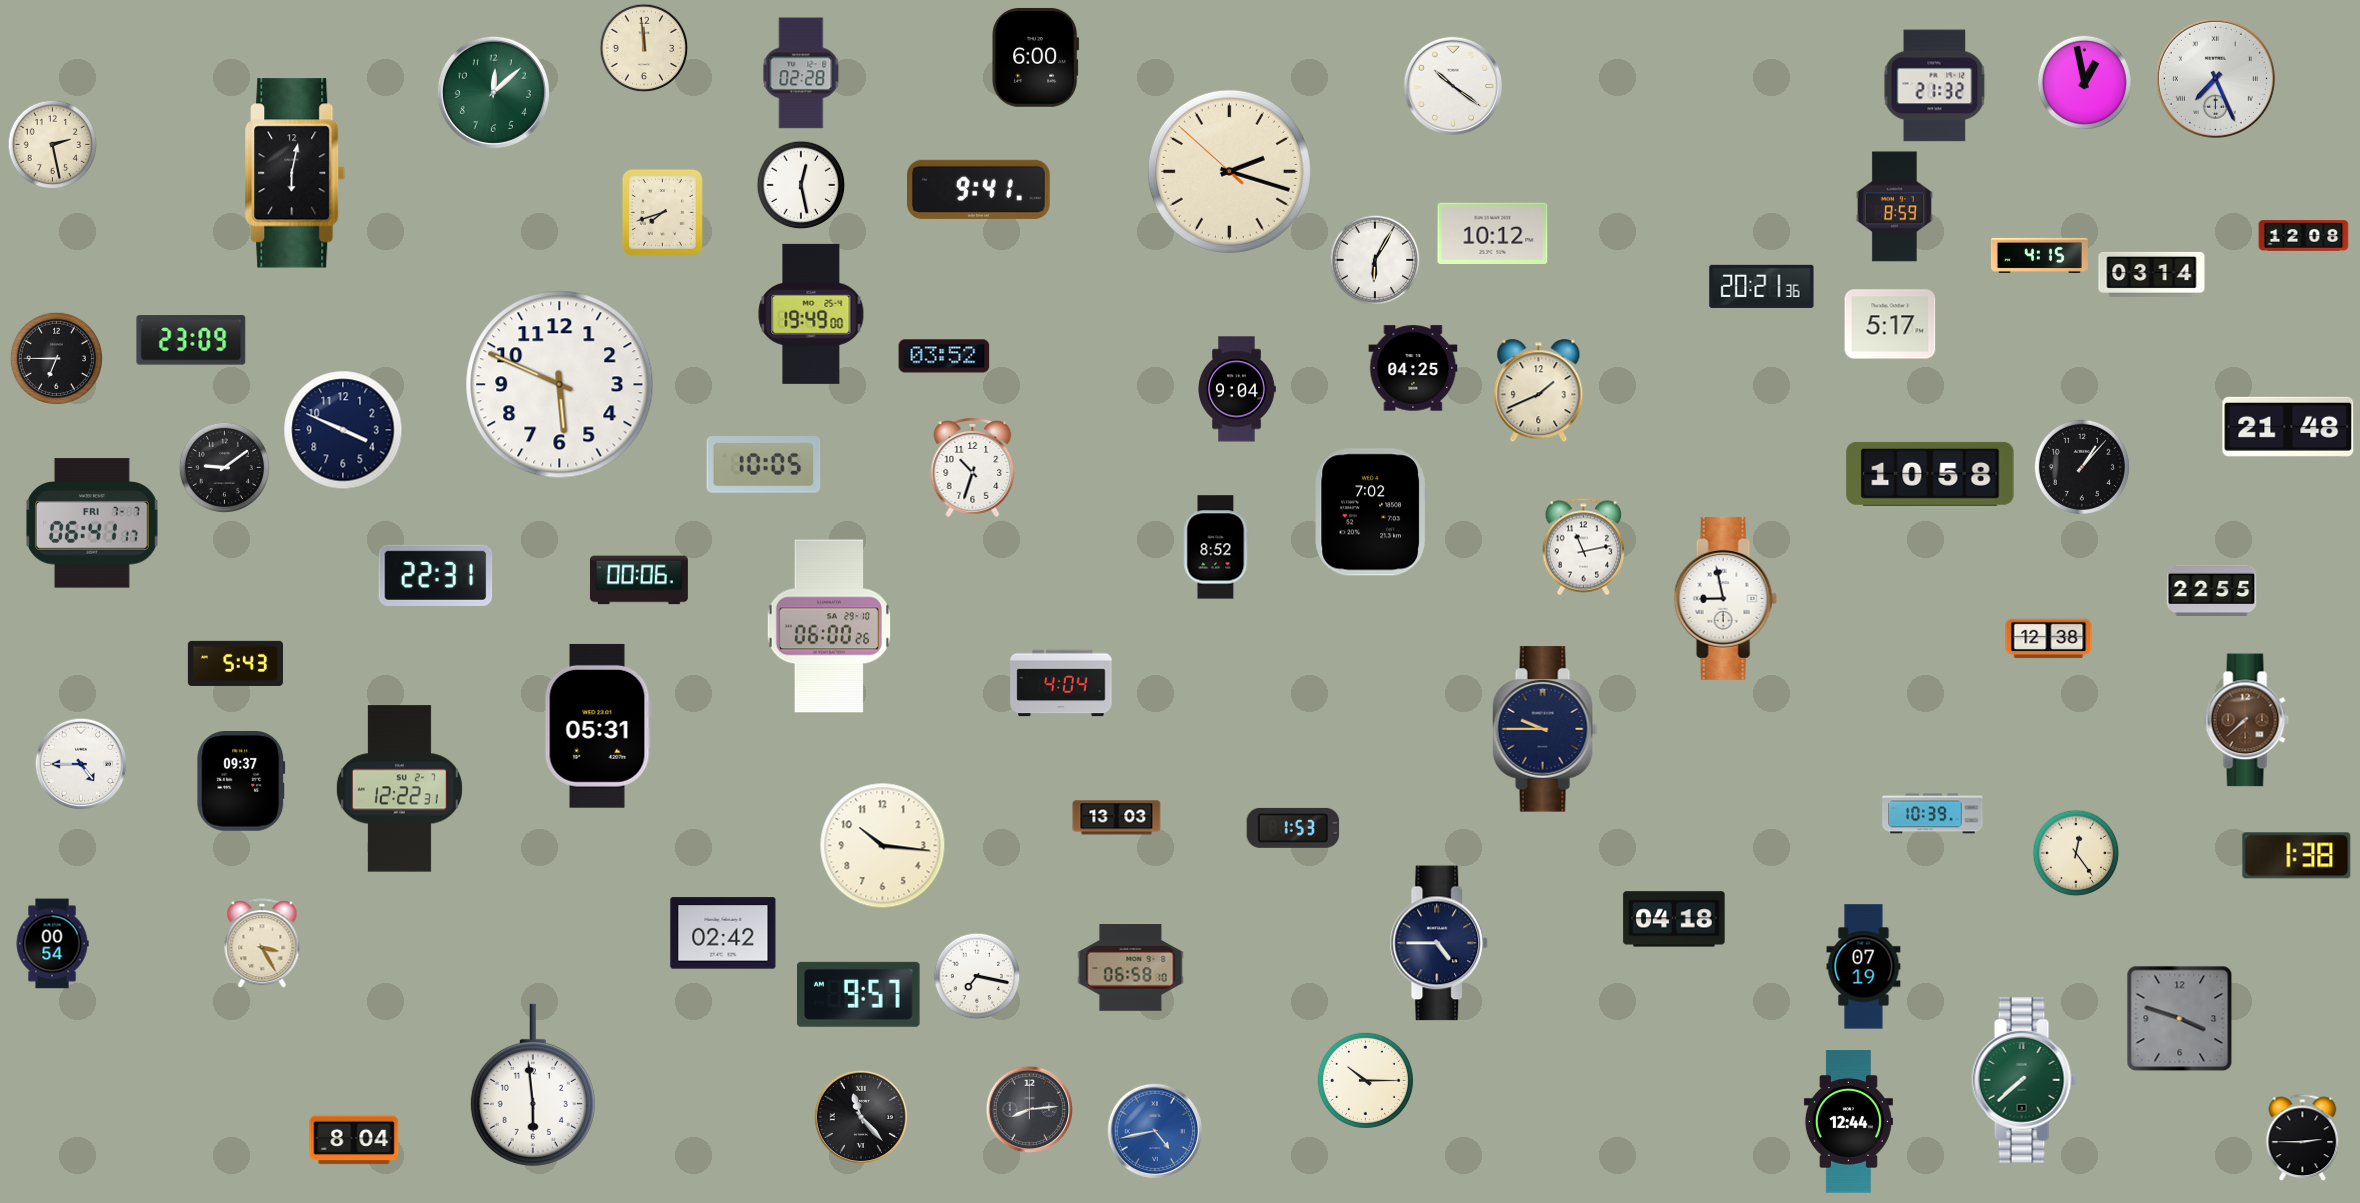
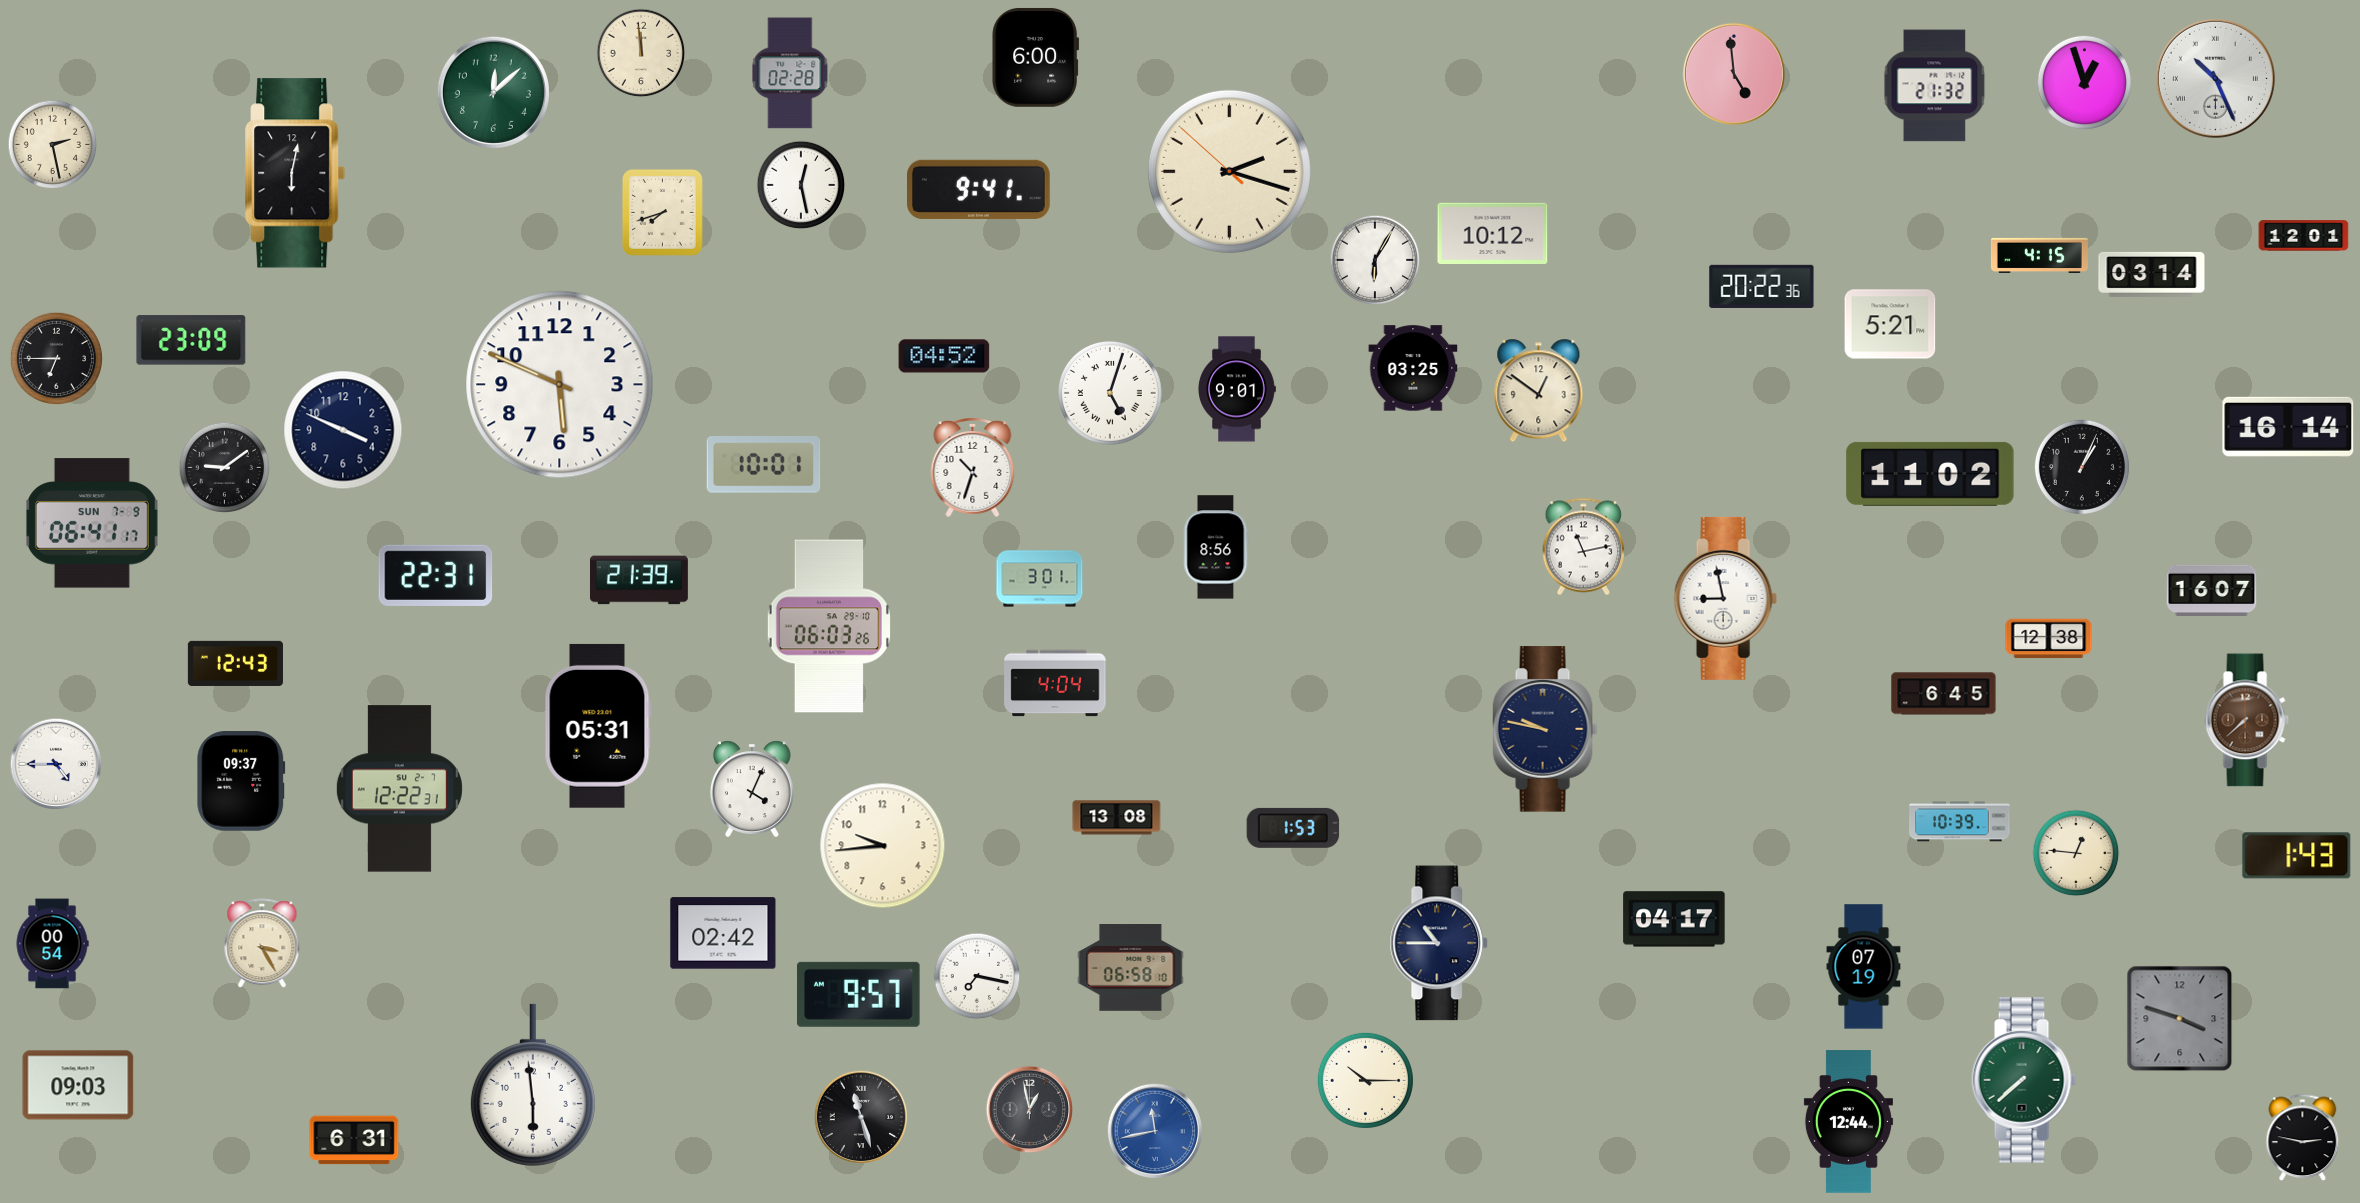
clock at (644, 48) position: (644, 48) -> (641, 53)
clock at (801, 73) position: (801, 73) -> (790, 73)
clock at (1734, 74): none -> 4:59
clock at (2215, 78): 7:26 -> 10:26
clock at (2084, 82): 12:58 -> 12:57
clock at (1453, 86): 10:21 -> none
clock at (1894, 207): 8:59 -> none
clock at (2304, 236): 12:08 -> 12:01
clock at (1762, 286): 20:21 -> 20:22
clock at (811, 314): 19:49 -> none
clock at (1890, 324): 5:17 -> 5:21
clock at (944, 356): 03:52 -> 04:52
clock at (1413, 368): 04:25 -> 03:25
clock at (1237, 389): 9:04 -> 9:01
clock at (1539, 391): 1:41 -> 12:51
clock at (1111, 394): none -> 5:03
clock at (2288, 427): 21:48 -> 16:14
clock at (764, 465): 10:05 -> 10:01
clock at (2082, 467): 1:07 -> 1:04
clock at (1930, 474): 10:58 -> 11:02
clock at (1370, 512): 7:02 -> none
clock at (92, 523) date: FRI 7-7 -> SUN 7-9
clock at (1216, 547): 8:52 -> 8:56
clock at (1040, 579): none -> 3:01
clock at (639, 580): 00:06 -> 21:39
clock at (2212, 590): 22:55 -> 16:07
clock at (829, 626): 06:00 -> 06:03
clock at (235, 663): 5:43 -> 12:43
clock at (1061, 683) position: (1061, 683) -> (1055, 683)
clock at (1944, 694): none -> 6:45
clock at (1545, 729): 9:45 -> 9:47
clock at (81, 764) position: (81, 764) -> (56, 764)
clock at (752, 789): none -> 4:04
clock at (1933, 814) position: (1933, 814) -> (1960, 822)
clock at (1117, 818): 13:03 -> 13:08
clock at (883, 846): 10:16 -> 9:44
clock at (2076, 853): 12:24 -> 12:46
clock at (2297, 856): 1:38 -> 1:43
clock at (1674, 919): 04:18 -> 04:17
clock at (1439, 943): 4:45 -> 10:45
clock at (78, 1085): none -> 09:03
clock at (1030, 1110): 8:14 -> 12:58
clock at (860, 1116): 11:23 -> 11:27
clock at (1154, 1130): 4:43 -> 11:43
clock at (2303, 1138): 2:45 -> 2:47
clock at (354, 1140): 8:04 -> 6:31
